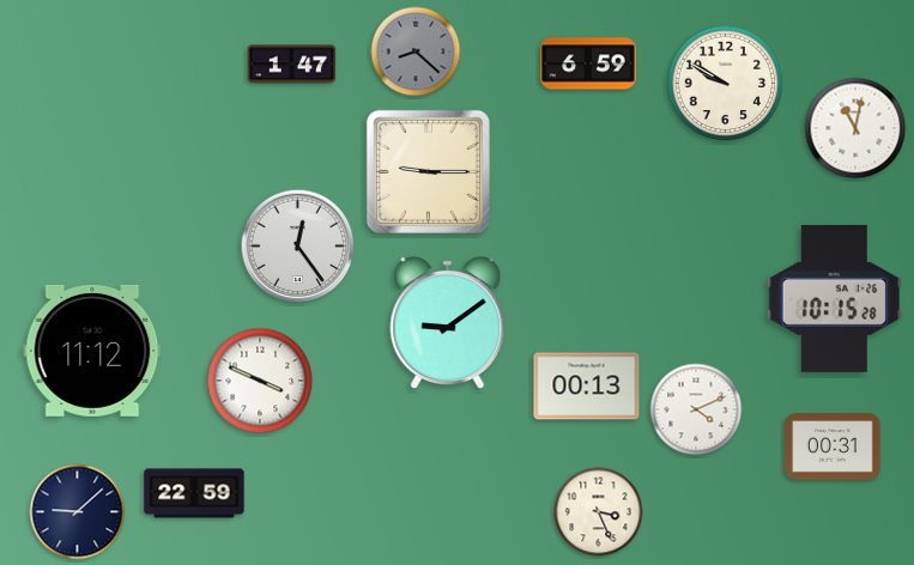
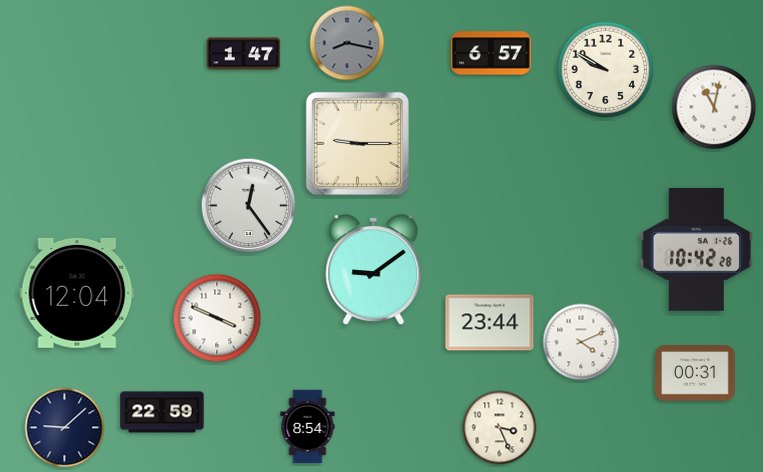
clock at (416, 51): 8:22 -> 8:17
clock at (589, 63): 6:59 -> 6:57
clock at (834, 298): 10:15 -> 10:42
clock at (92, 351): 11:12 -> 12:04
clock at (587, 387): 00:13 -> 23:44
clock at (308, 427): none -> 8:54
